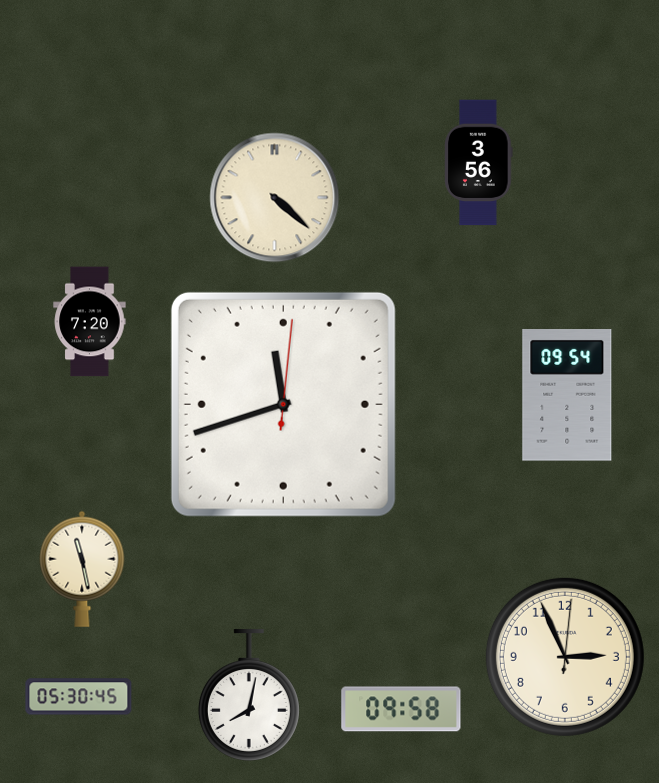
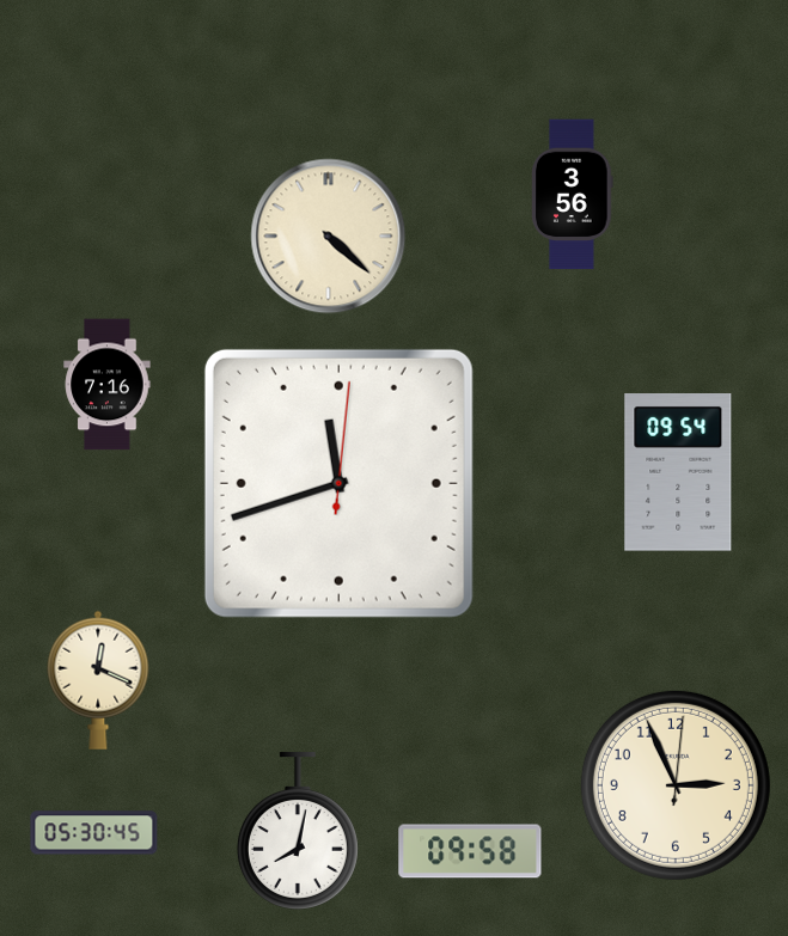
clock at (90, 322): 7:20 -> 7:16
clock at (82, 569): 11:28 -> 12:19
clock at (401, 709) position: (401, 709) -> (470, 851)
